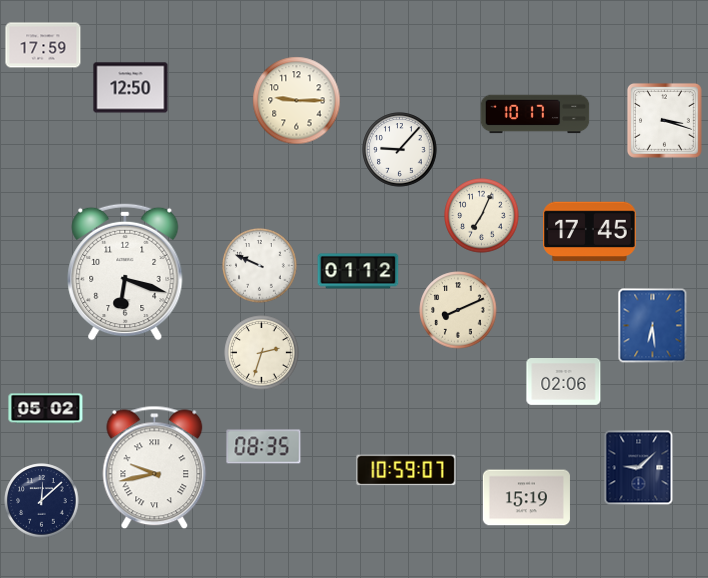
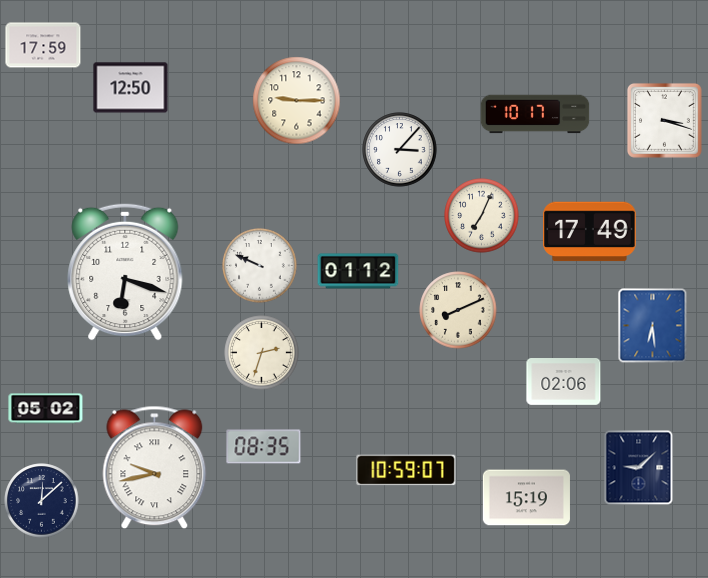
clock at (400, 150): 9:07 -> 3:07
clock at (590, 232): 17:45 -> 17:49
